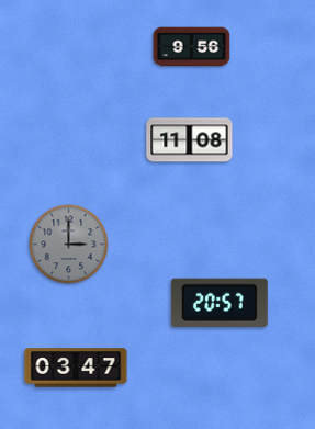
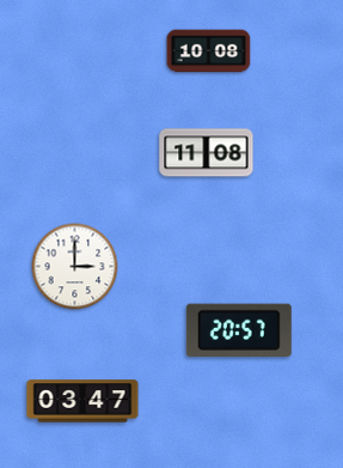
clock at (192, 47): 9:56 -> 10:08
clock at (69, 245) dial: grey -> white
